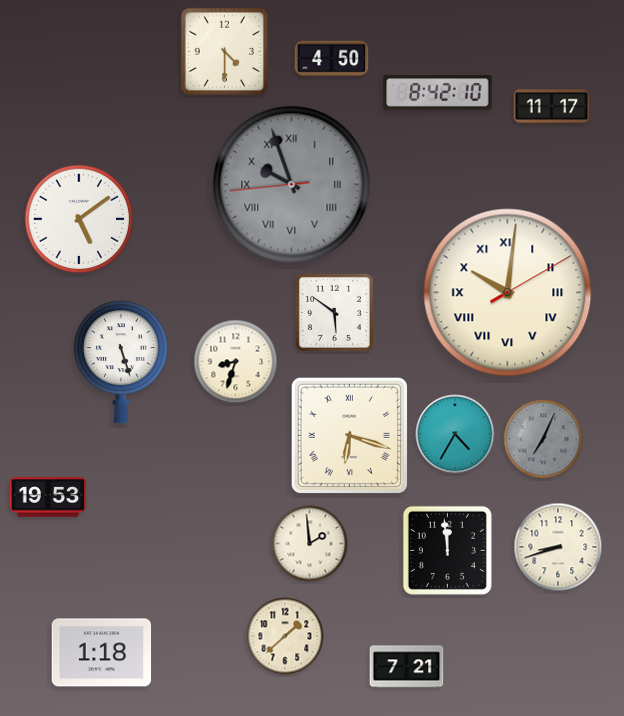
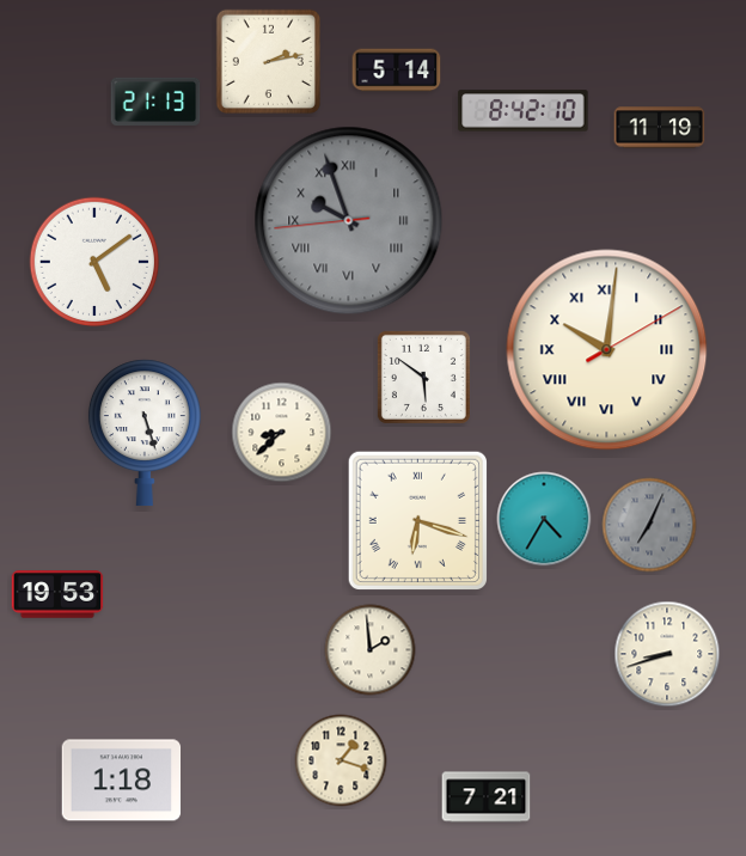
clock at (224, 51): 4:30 -> 2:13
clock at (332, 59): 4:50 -> 5:14
clock at (155, 100): none -> 21:13
clock at (552, 107): 11:17 -> 11:19
clock at (334, 312) position: (334, 312) -> (423, 377)
clock at (236, 362): 8:33 -> 8:38
clock at (447, 550): 11:59 -> none
clock at (285, 636): 1:38 -> 1:18
